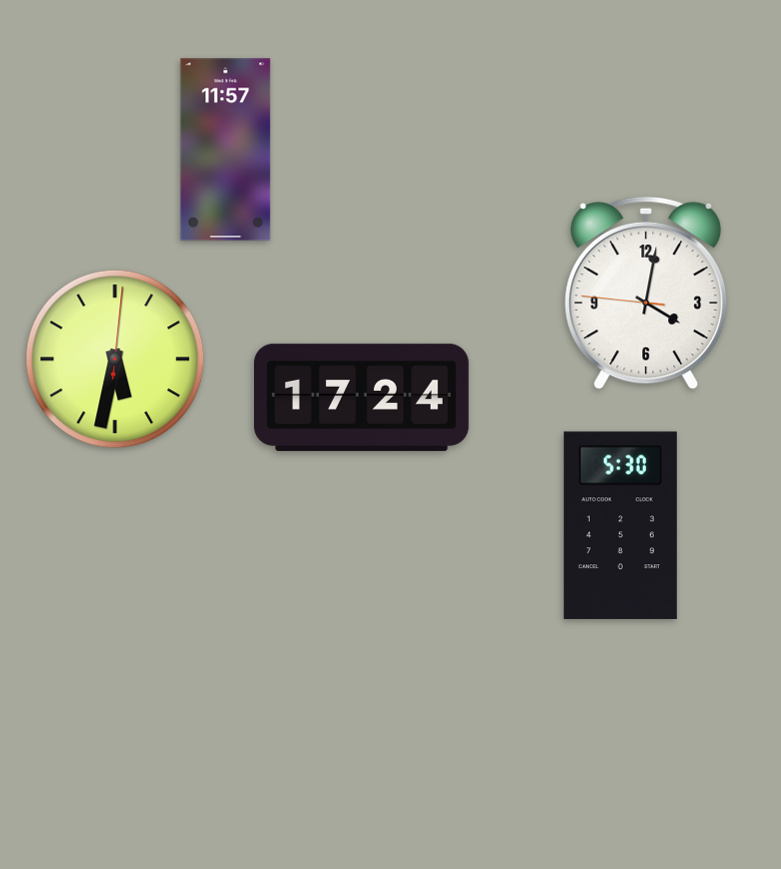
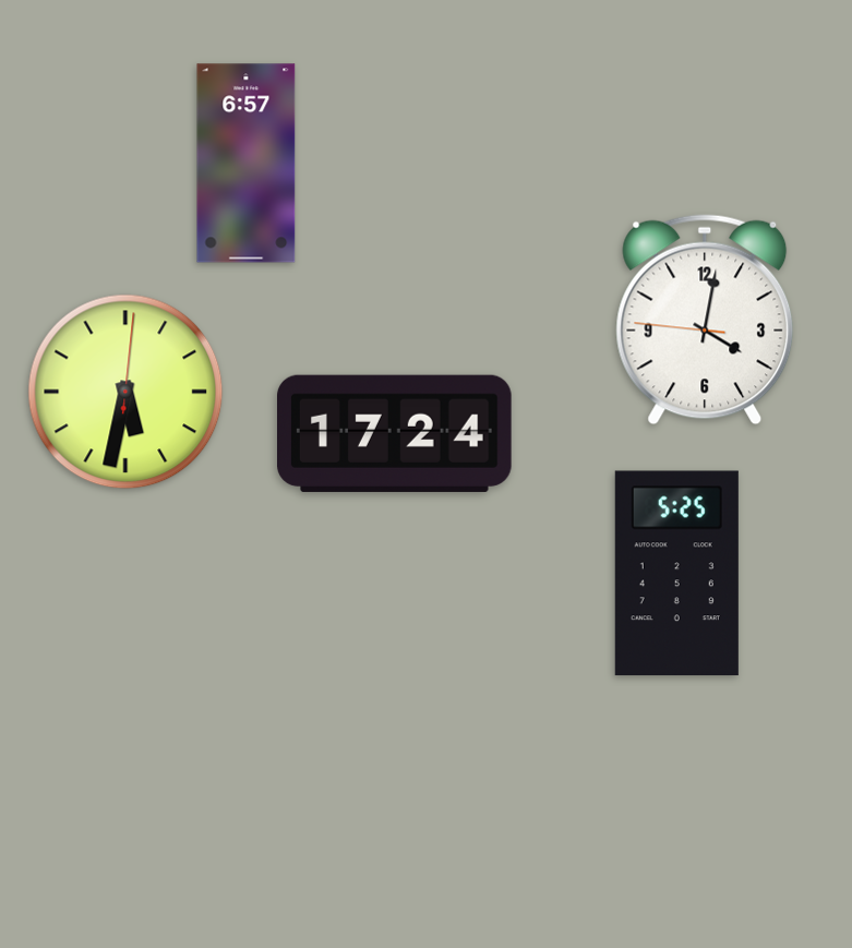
clock at (226, 150): 11:57 -> 6:57
clock at (620, 526): 5:30 -> 5:25
